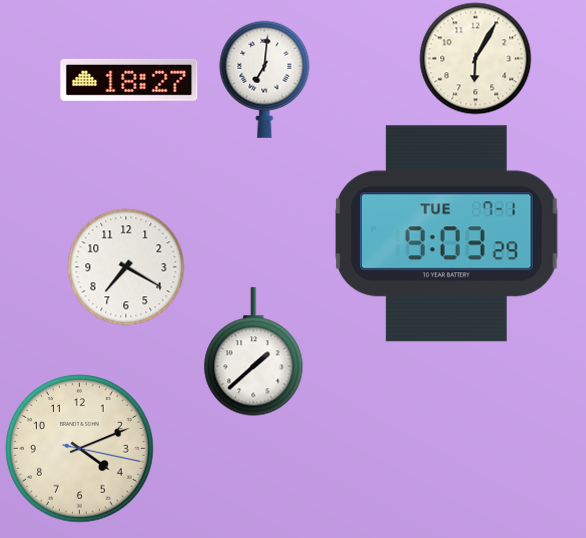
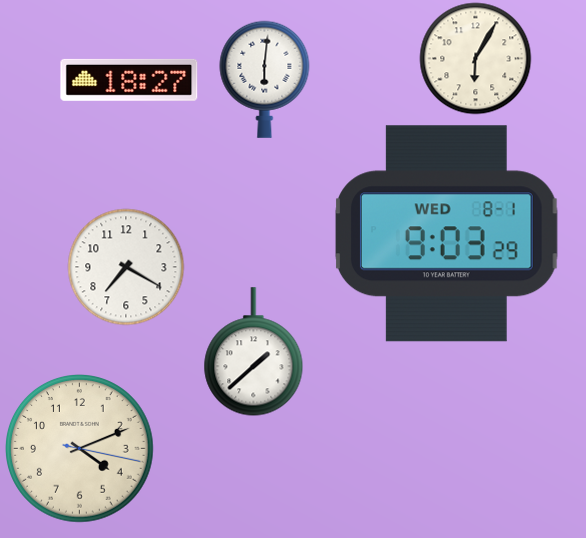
clock at (265, 79): 7:01 -> 6:01
clock at (447, 234) date: TUE 7-1 -> WED 8-1
